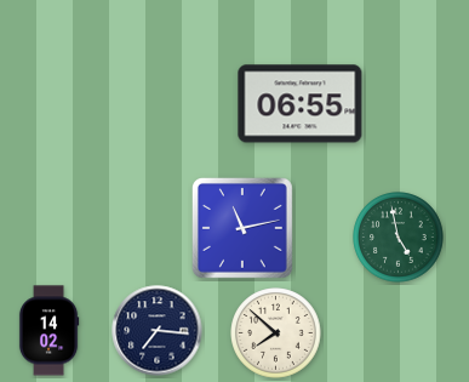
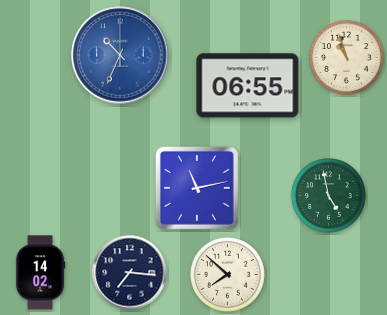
clock at (120, 55): none -> 10:34
clock at (347, 58): none -> 10:57
clock at (242, 228) position: (242, 228) -> (197, 188)
